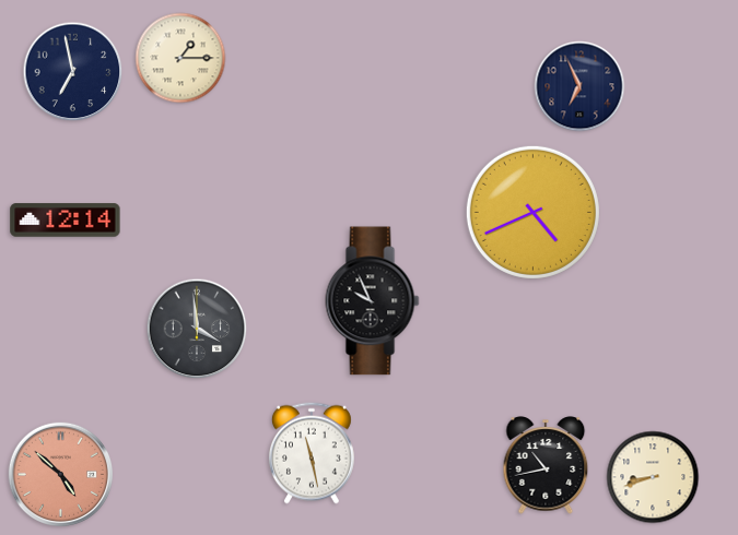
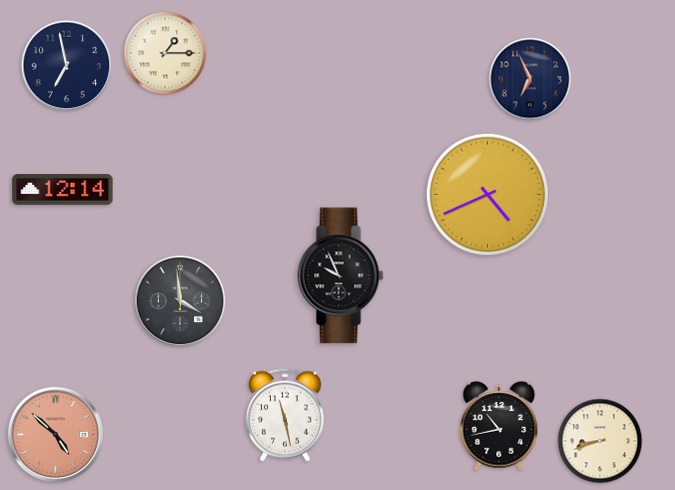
clock at (66, 221) position: (66, 221) -> (63, 190)
clock at (653, 477) position: (653, 477) -> (600, 441)
